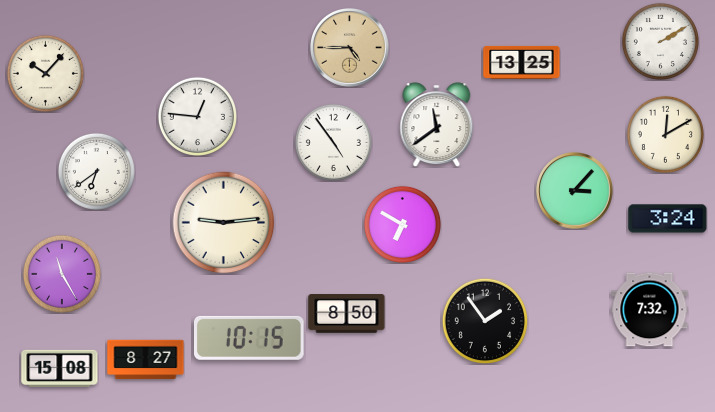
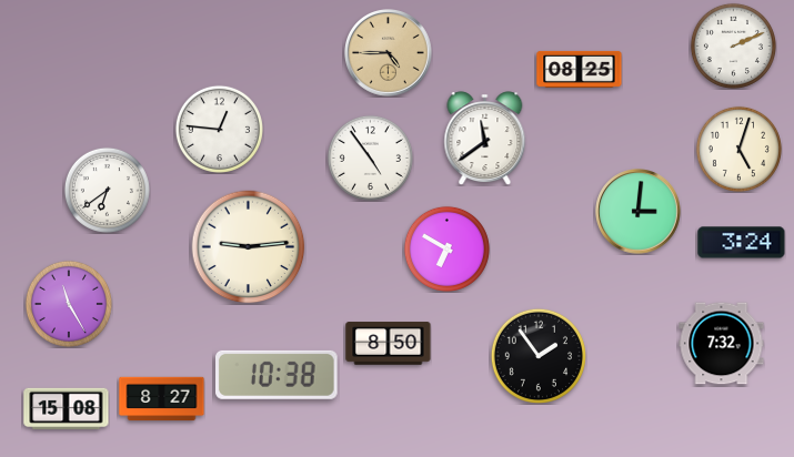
clock at (660, 41): 2:10 -> 2:11
clock at (522, 62): 13:25 -> 08:25
clock at (45, 73): 10:07 -> none
clock at (665, 134): 12:10 -> 5:03
clock at (575, 191): 3:07 -> 3:01
clock at (347, 314) position: (347, 314) -> (389, 344)
clock at (250, 338): 10:15 -> 10:38
